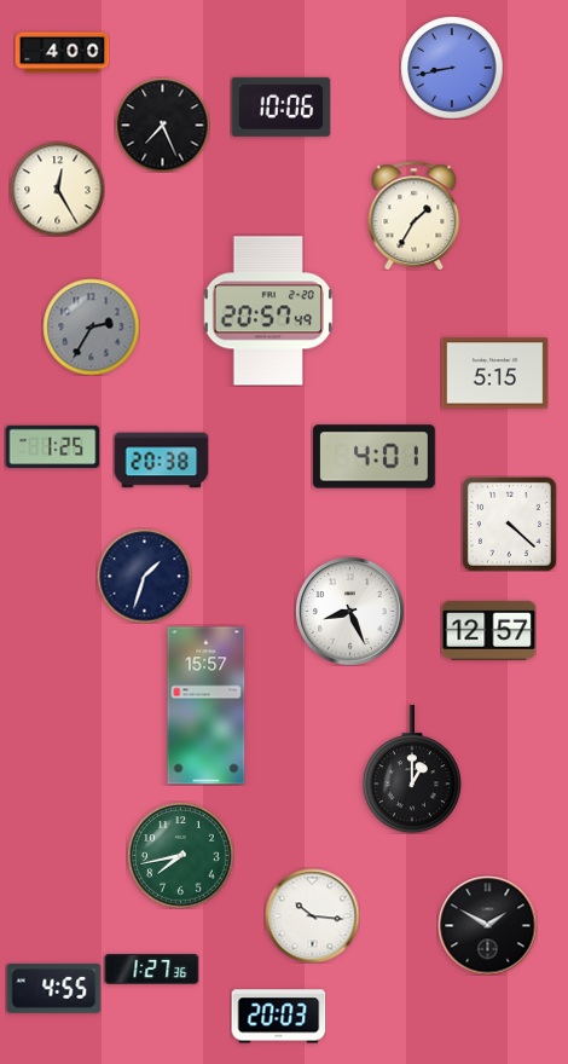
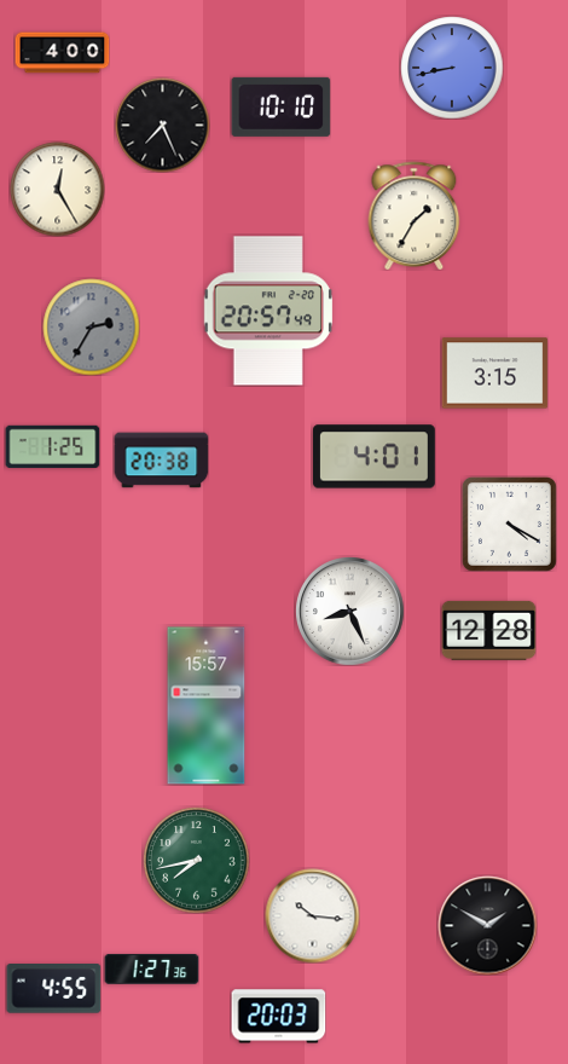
clock at (280, 106): 10:06 -> 10:10
clock at (494, 374): 5:15 -> 3:15
clock at (509, 524): 4:22 -> 4:20
clock at (144, 576): 1:33 -> none
clock at (488, 630): 12:57 -> 12:28
clock at (411, 769): 1:00 -> none
clock at (180, 855) position: (180, 855) -> (196, 860)
